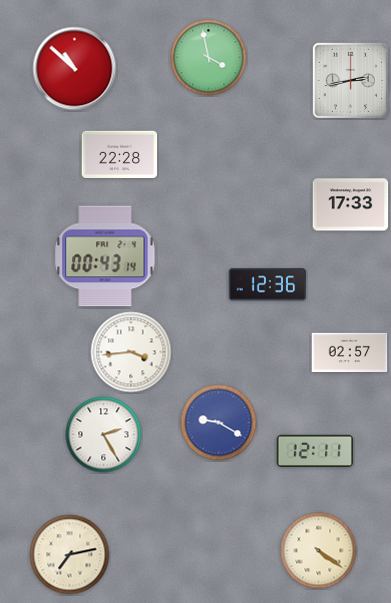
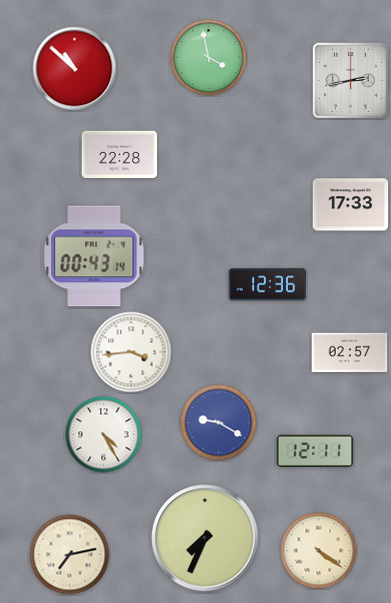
clock at (105, 256) position: (105, 256) -> (94, 256)
clock at (104, 435): 2:25 -> 4:25
clock at (205, 538): none -> 7:34
